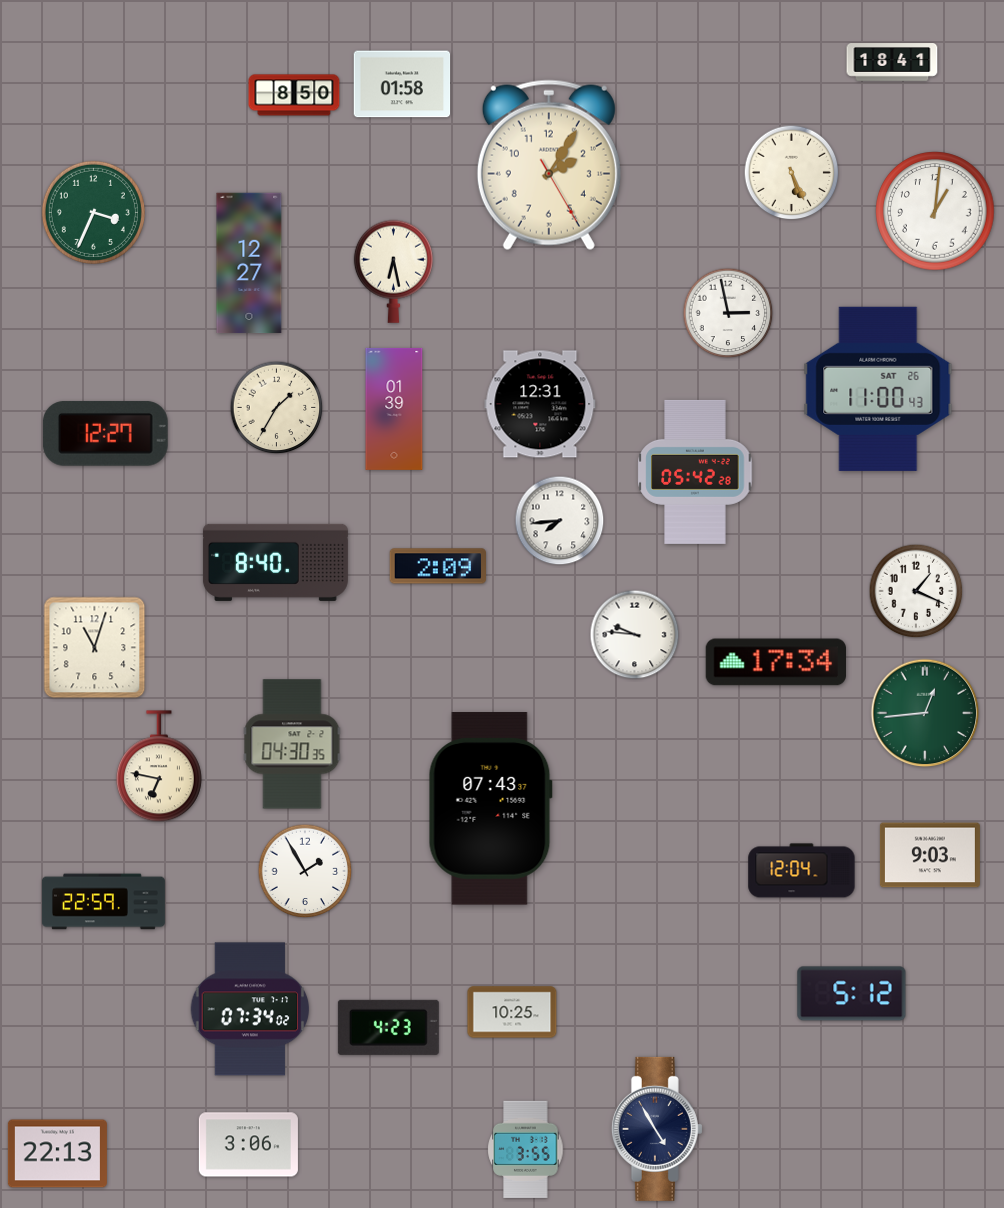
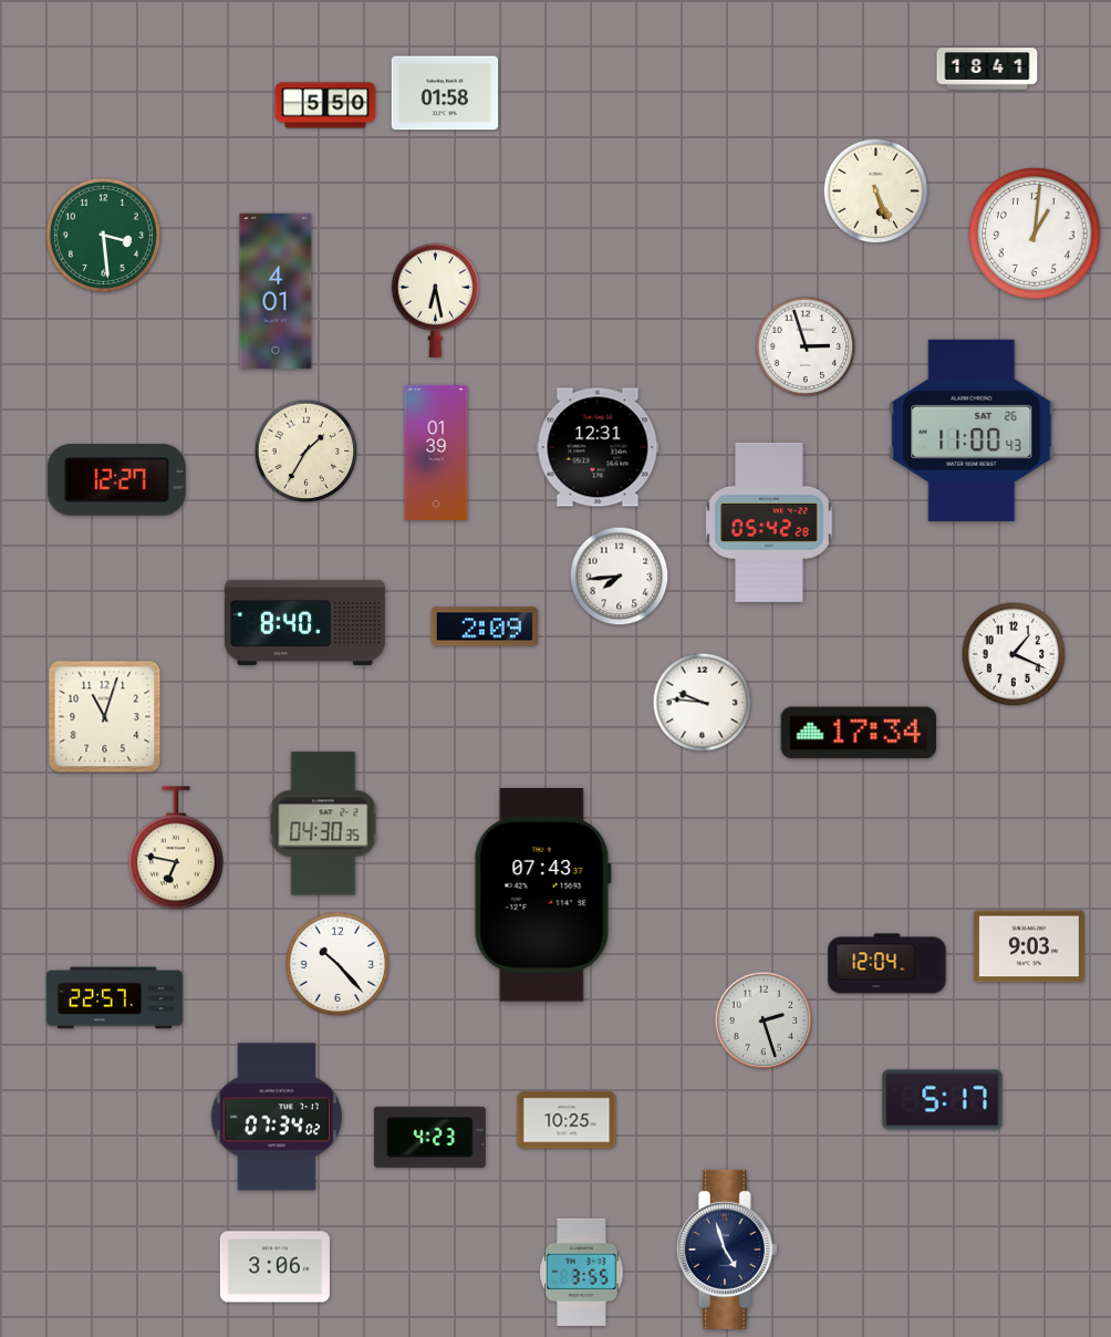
clock at (294, 95): 8:50 -> 5:50
clock at (549, 165): 2:05 -> none
clock at (93, 212): 3:34 -> 3:29
clock at (249, 263): 12:27 -> 4:01
clock at (728, 313): 2:58 -> 2:57
clock at (925, 713): 12:44 -> none
clock at (305, 871): 1:55 -> 10:23
clock at (104, 902): 22:59 -> 22:57
clock at (764, 1020): none -> 2:27
clock at (852, 994): 5:12 -> 5:17
clock at (657, 1129): 4:55 -> 4:57
clock at (57, 1154): 22:13 -> none
